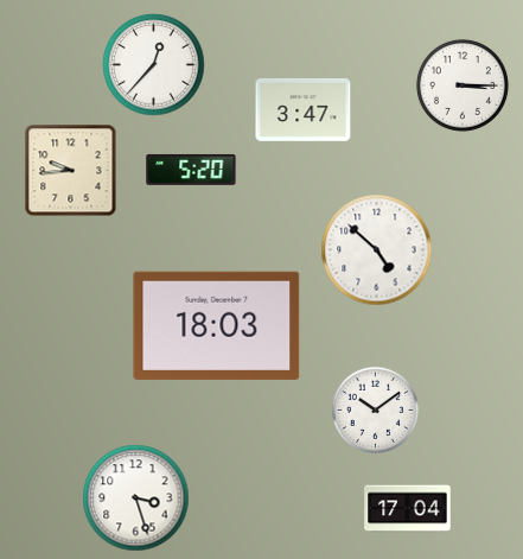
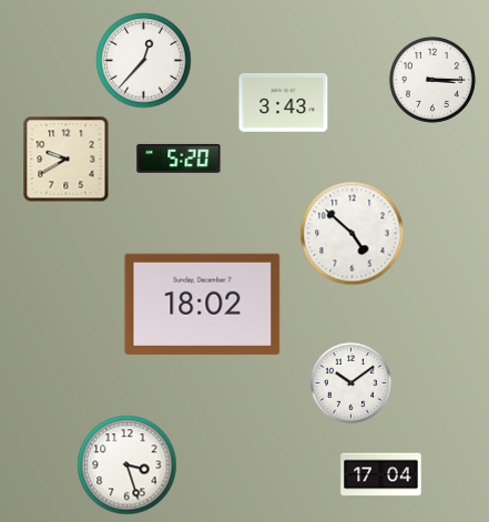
clock at (304, 109): 3:47 -> 3:43
clock at (71, 171): 9:44 -> 9:40
clock at (217, 325): 18:03 -> 18:02
